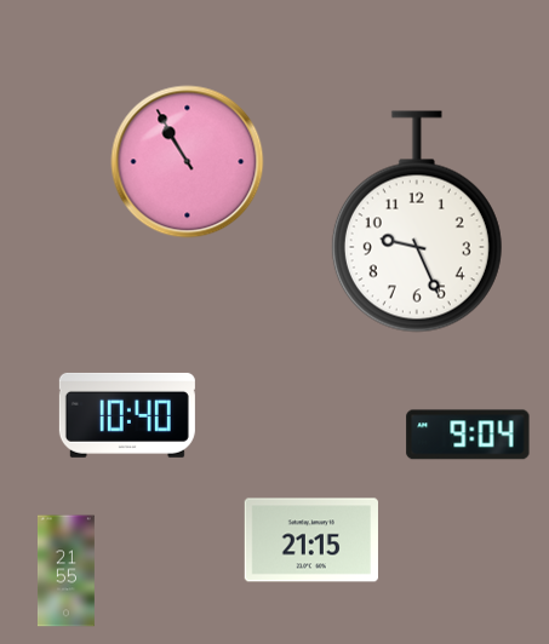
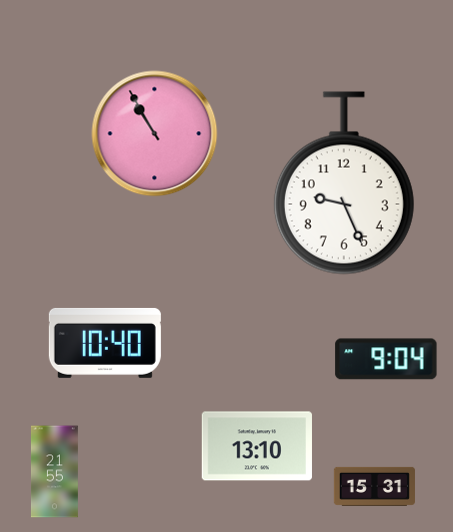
clock at (310, 540): 21:15 -> 13:10
clock at (374, 486): none -> 15:31
